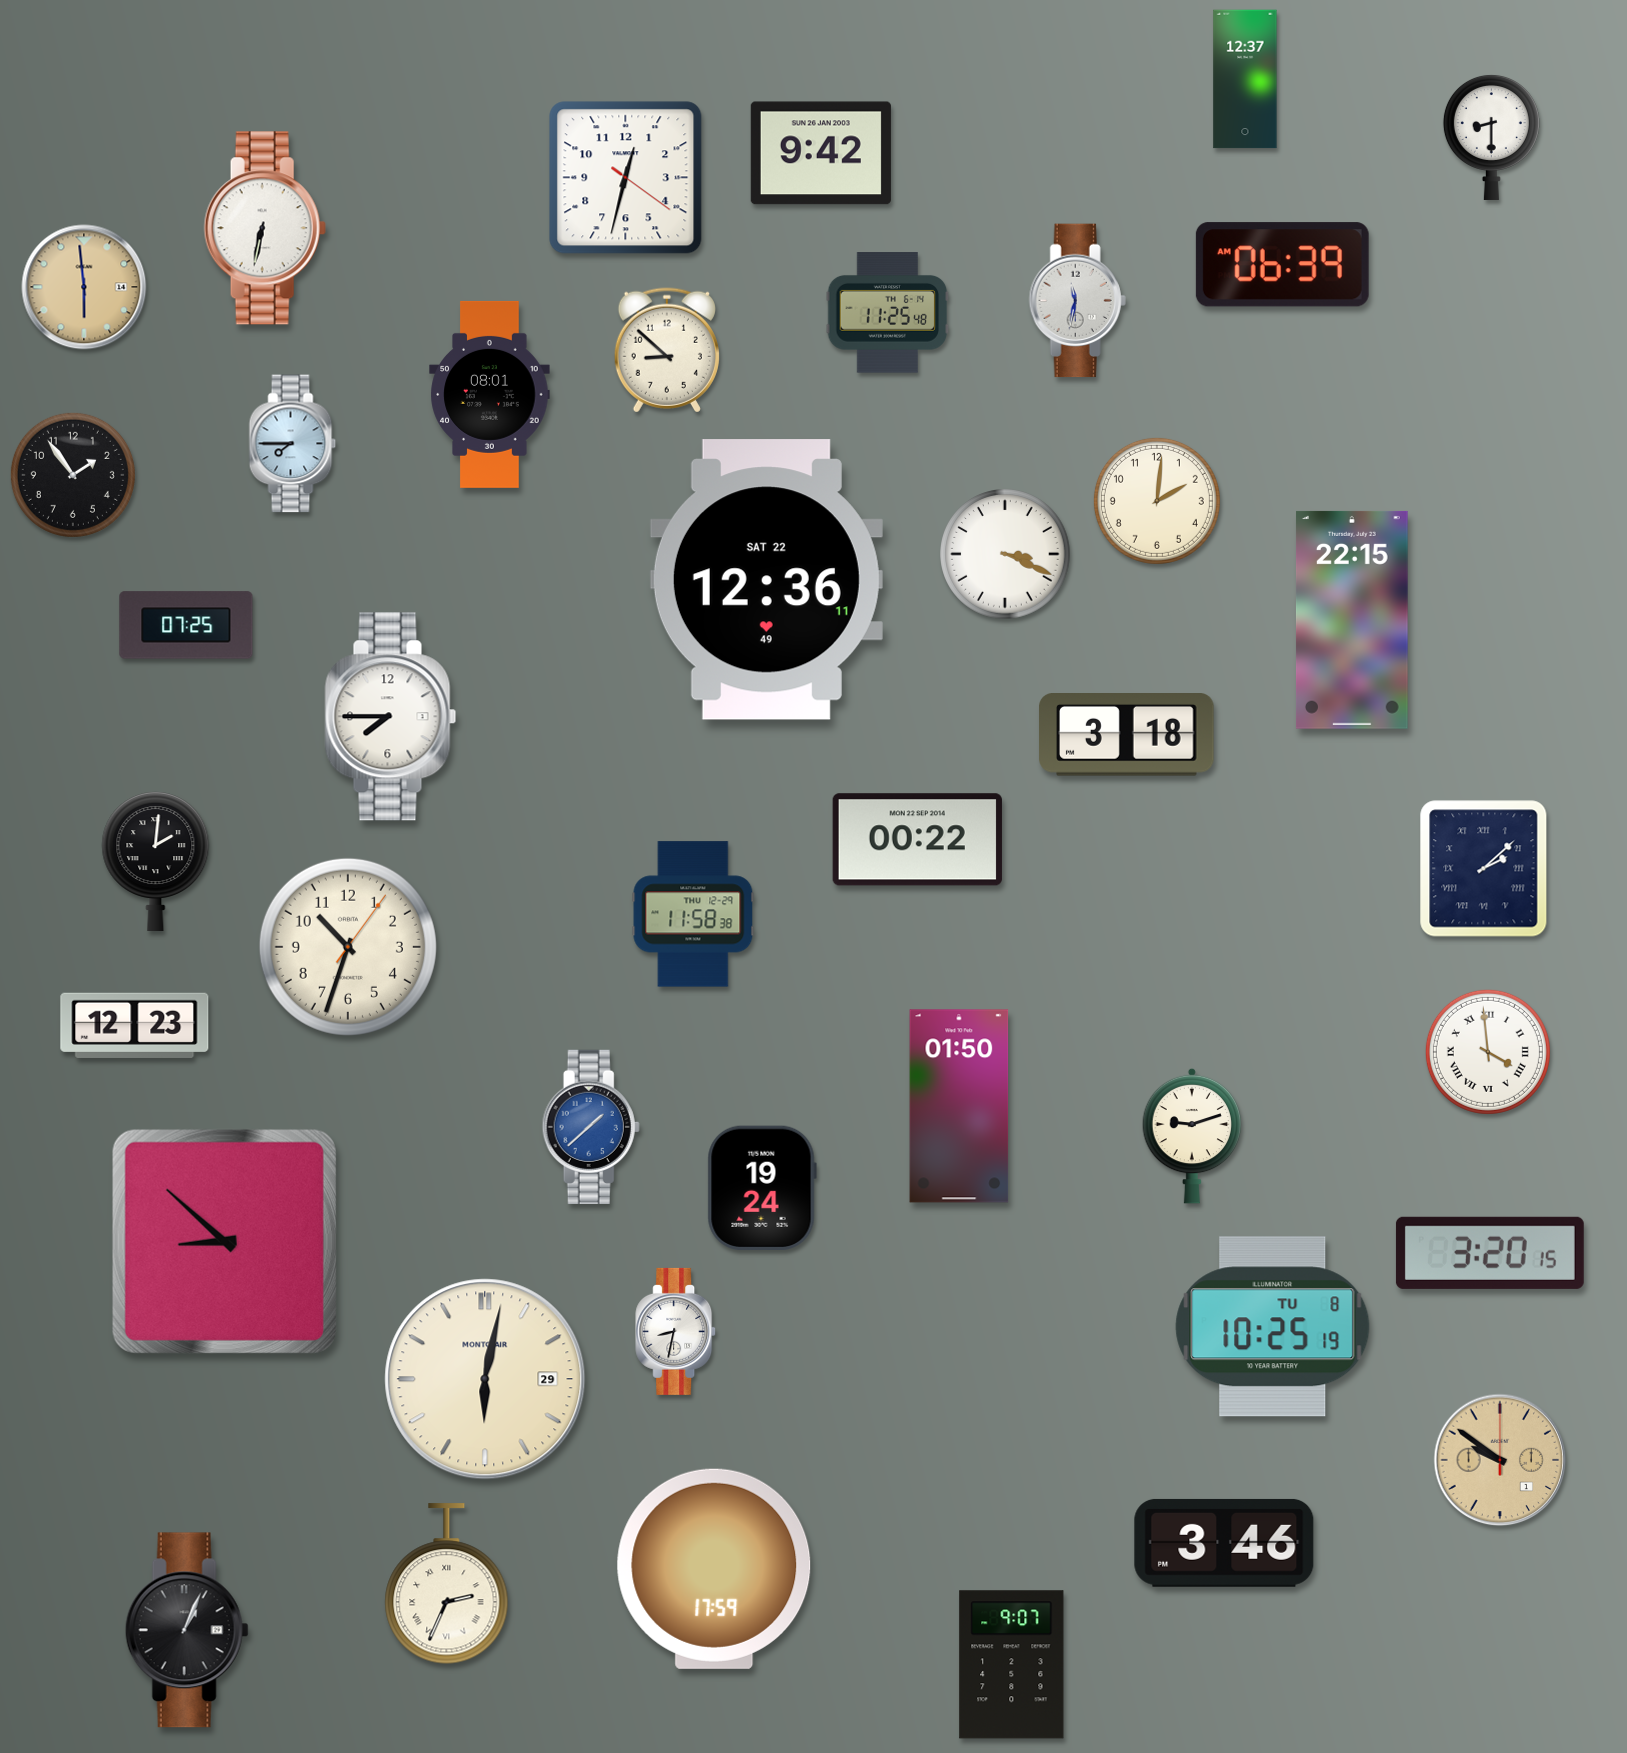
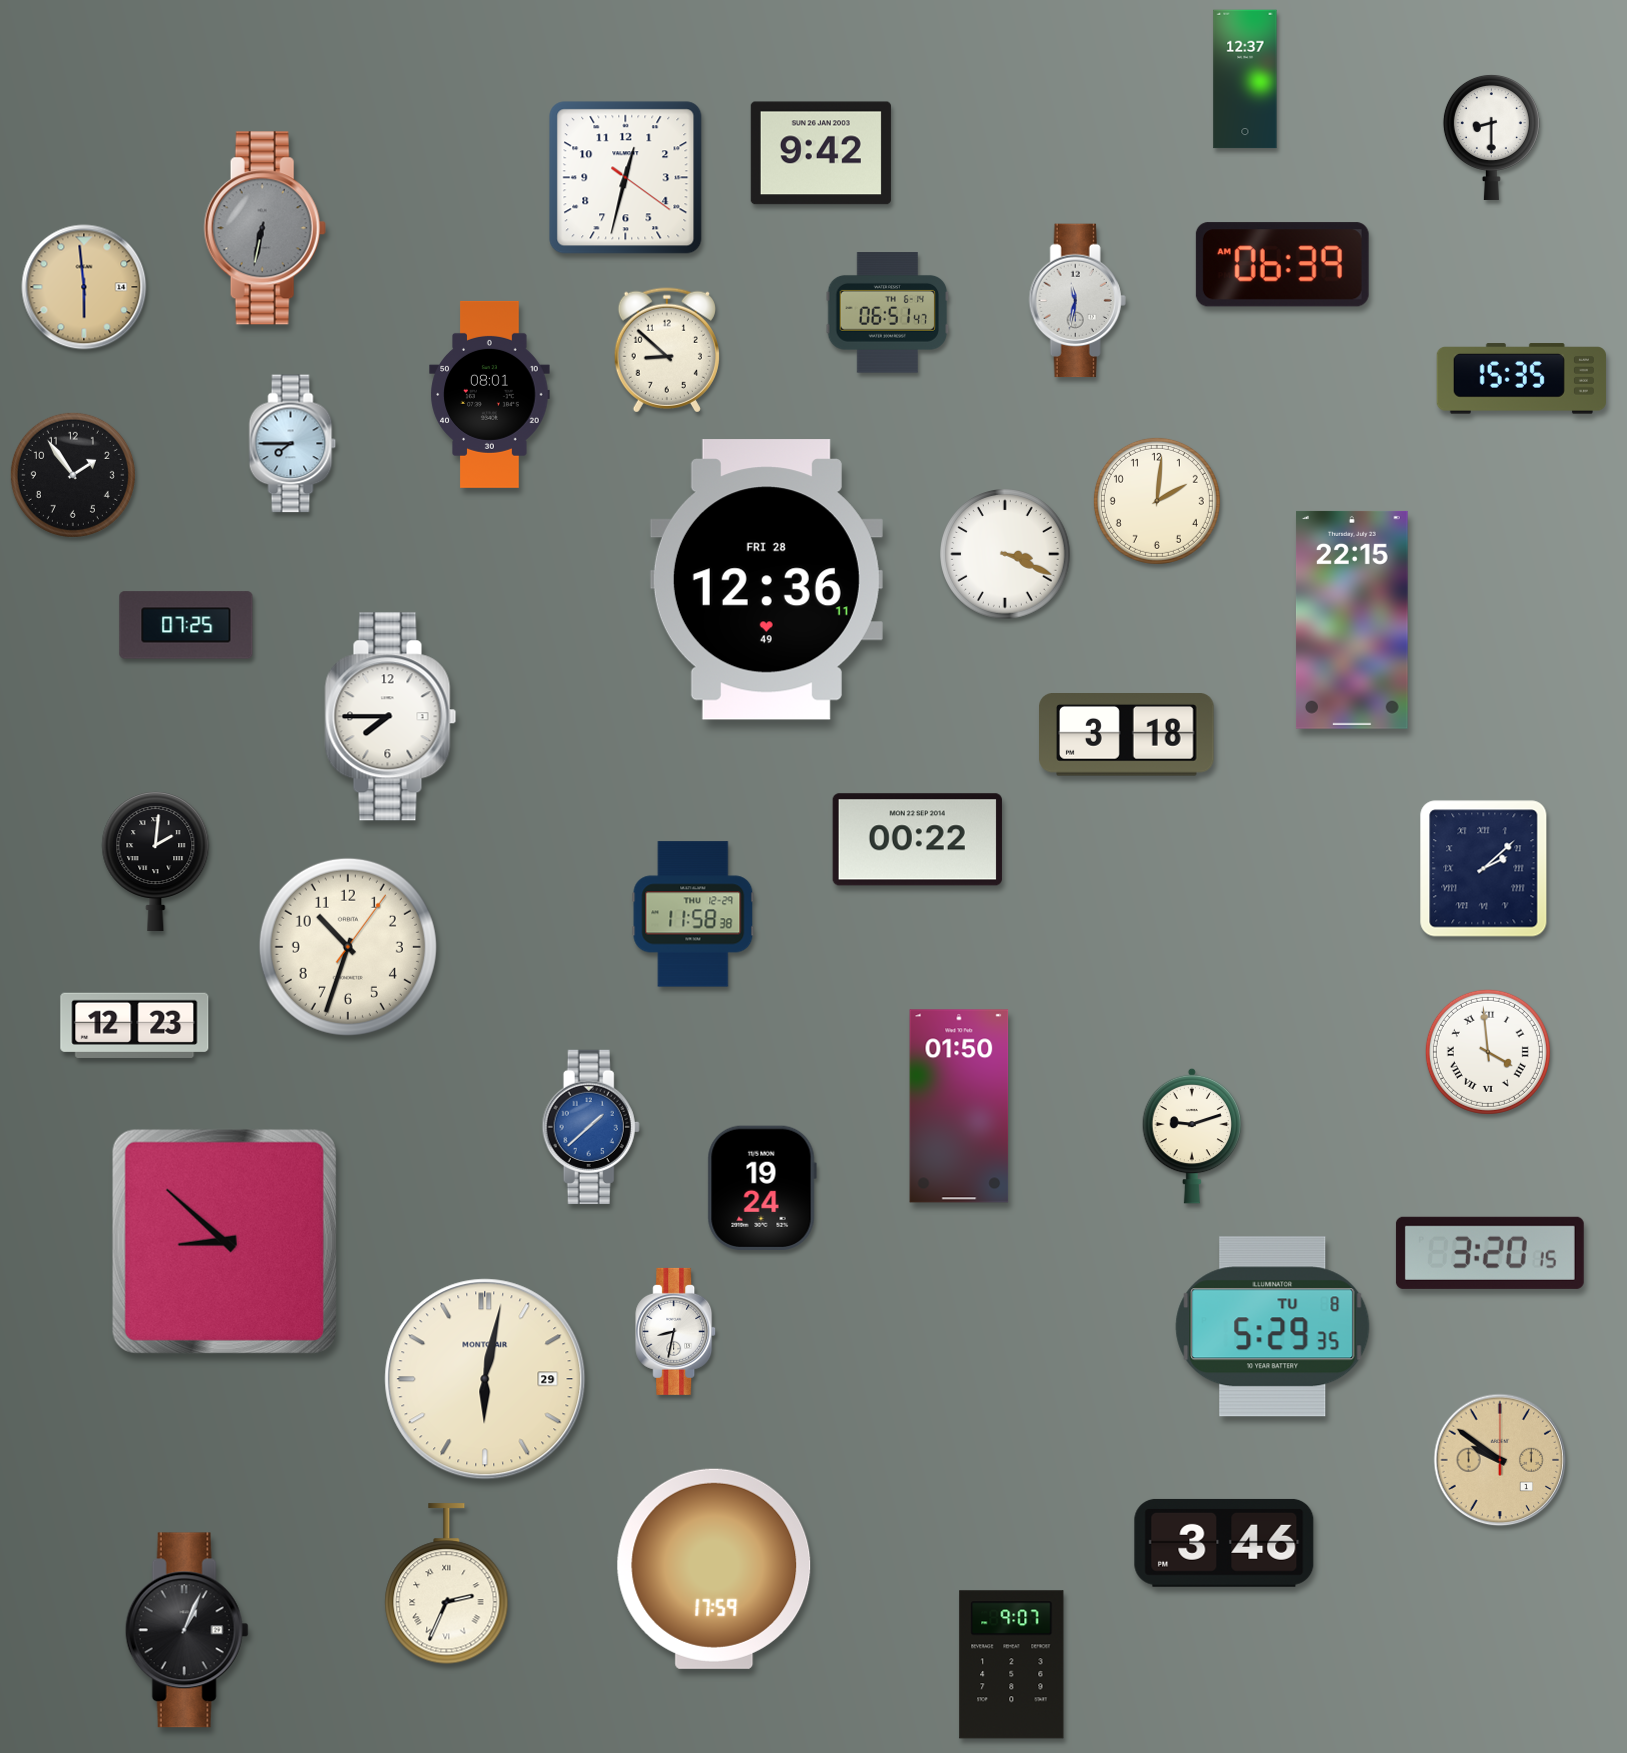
clock at (265, 228) dial: white -> grey
clock at (888, 313): 11:25 -> 06:51
clock at (1521, 379): none -> 15:35
clock at (766, 580) date: SAT 22 -> FRI 28
clock at (1273, 1327): 10:25 -> 5:29
